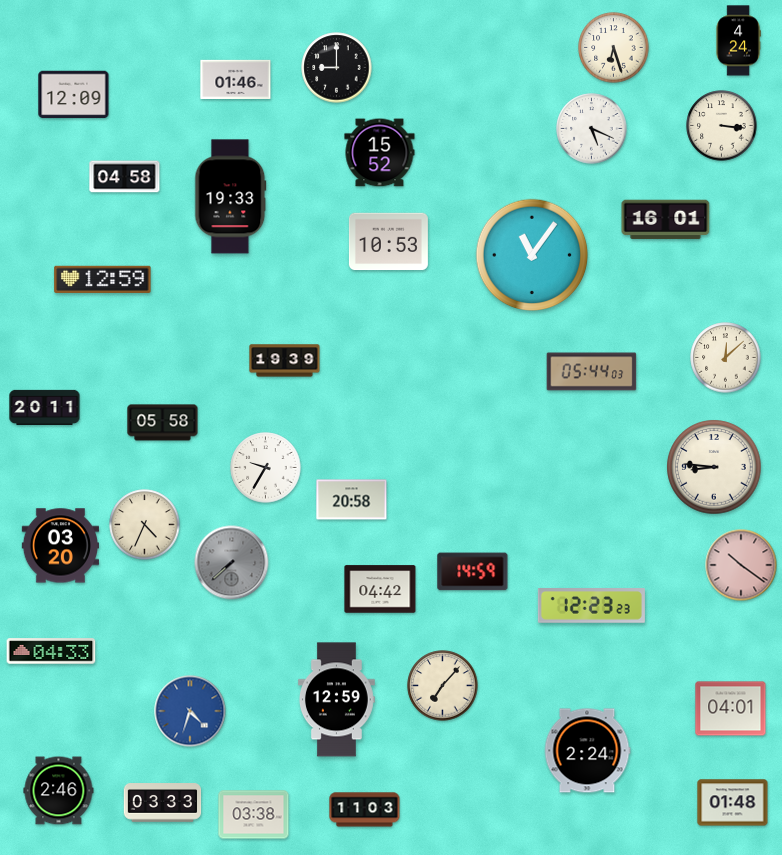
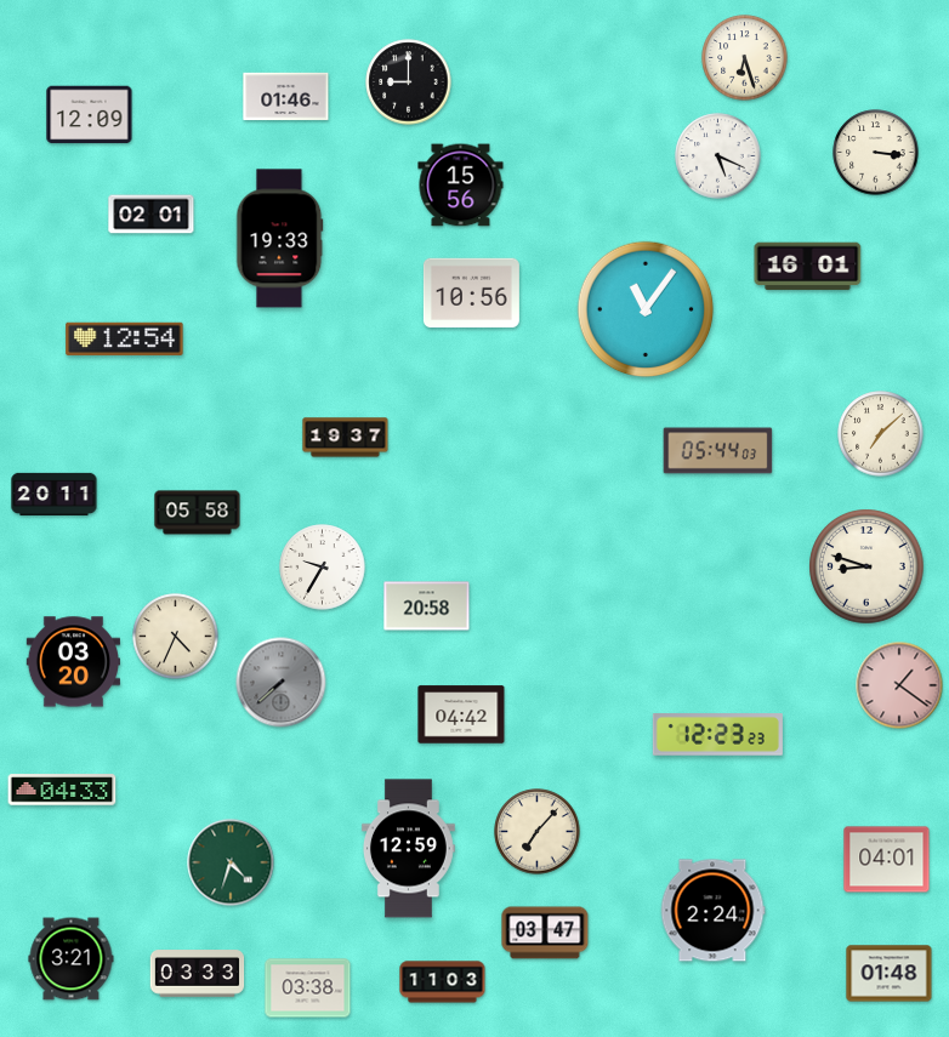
clock at (738, 41): 4:24 -> none
clock at (380, 153): 15:52 -> 15:56
clock at (125, 177): 04:58 -> 02:01
clock at (388, 242): 10:53 -> 10:56
clock at (103, 279): 12:59 -> 12:54
clock at (726, 358): 12:08 -> 7:08
clock at (285, 361): 19:39 -> 19:37
clock at (714, 467): 8:46 -> 8:48
clock at (741, 565): 10:21 -> 1:21
clock at (473, 572): 14:59 -> none
clock at (190, 711) dial: blue -> green
clock at (545, 933): none -> 03:47
clock at (59, 791): 2:46 -> 3:21
